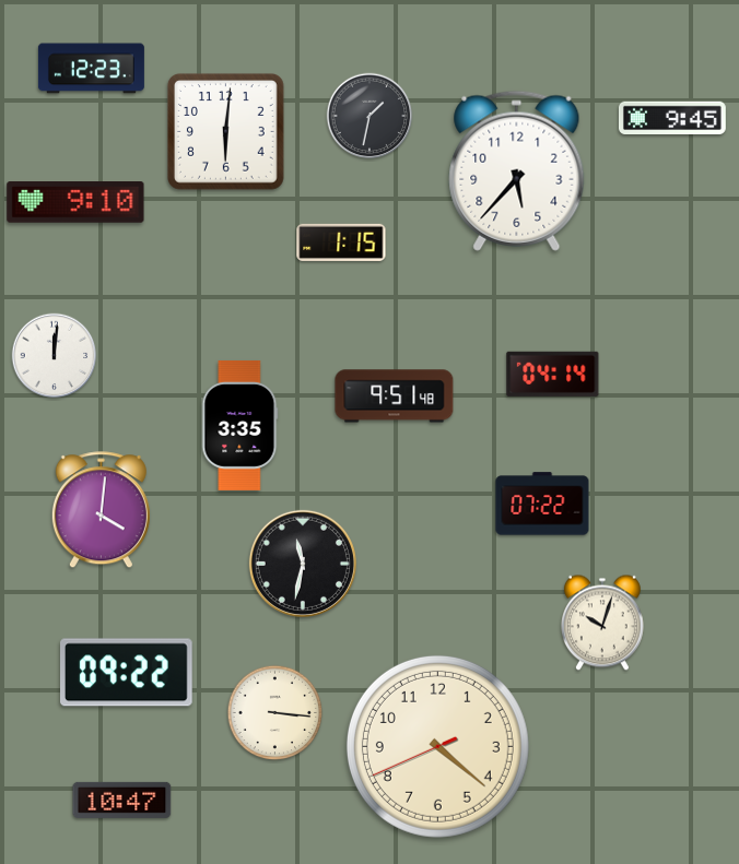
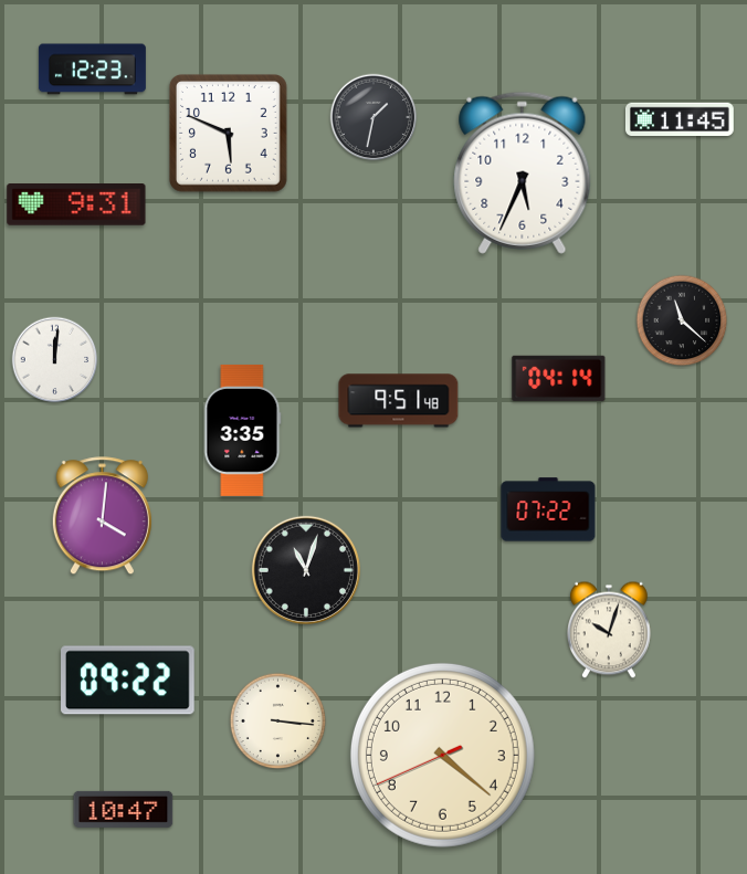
clock at (672, 118): 9:45 -> 11:45
clock at (225, 131): 6:01 -> 5:49
clock at (517, 170): 5:37 -> 5:34
clock at (75, 203): 9:10 -> 9:31
clock at (341, 242): 1:15 -> none
clock at (682, 320): none -> 11:22
clock at (303, 564): 11:32 -> 11:03
